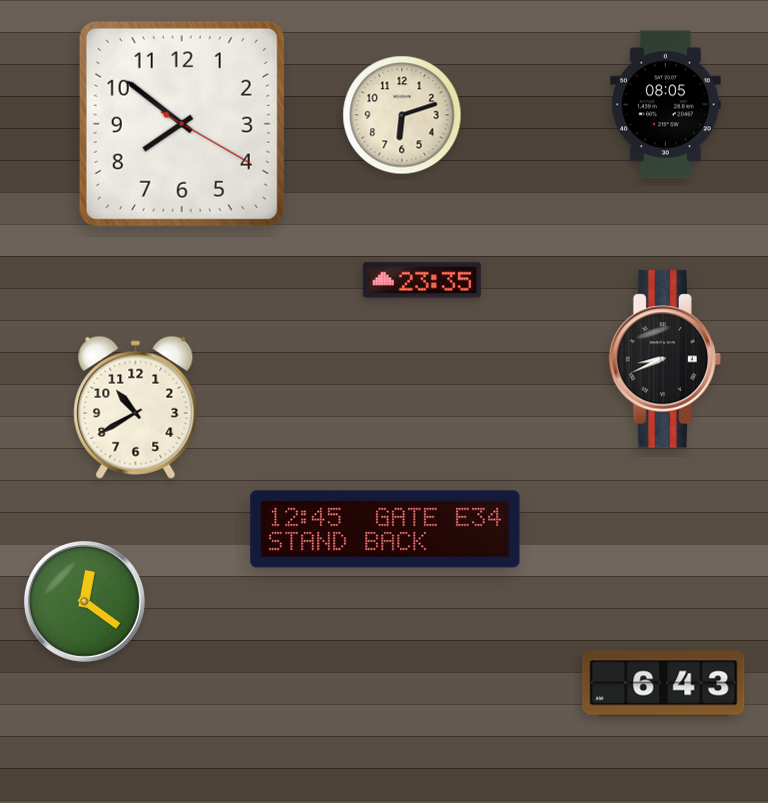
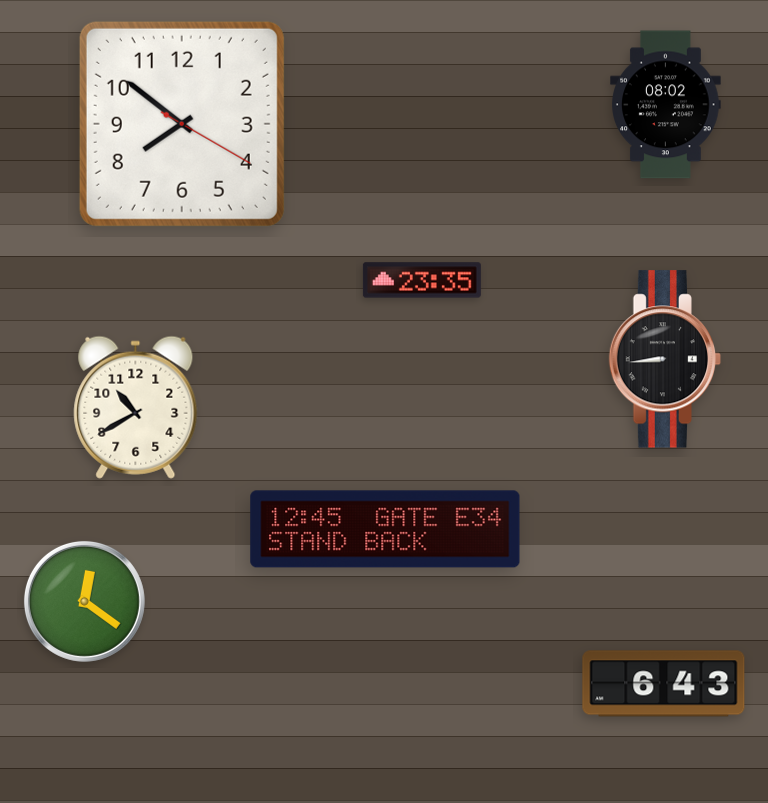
clock at (666, 105): 08:05 -> 08:02
clock at (402, 115): 6:12 -> none
clock at (665, 359): 8:41 -> 8:44
